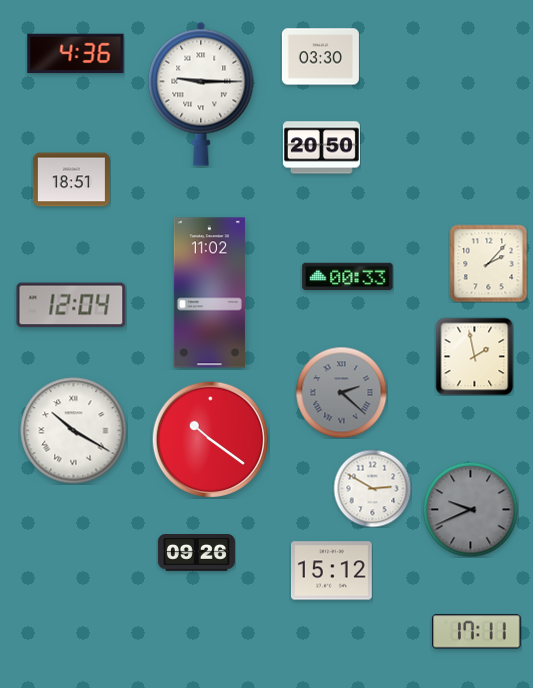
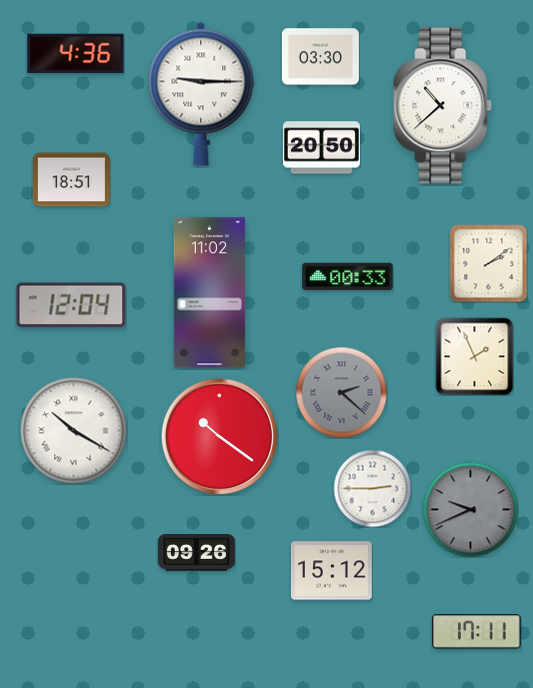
clock at (443, 106): none -> 10:38
clock at (488, 263): 2:07 -> 2:09
clock at (474, 356): 1:58 -> 1:56
clock at (210, 439) position: (210, 439) -> (219, 436)
clock at (372, 488): 2:50 -> 2:45
